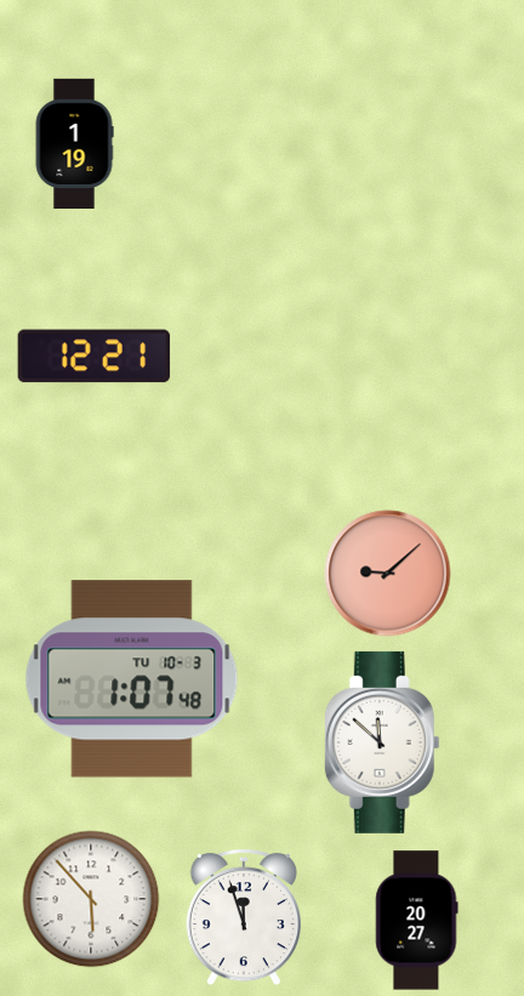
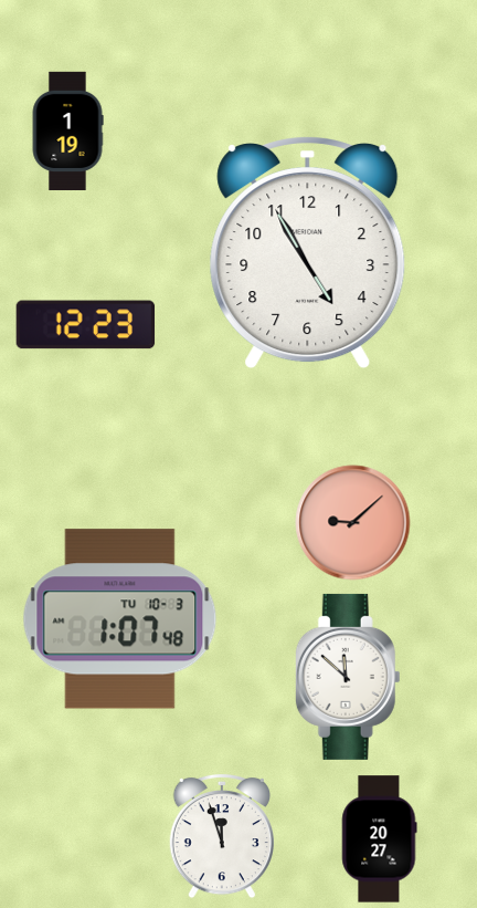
clock at (308, 253): none -> 4:55
clock at (95, 357): 12:21 -> 12:23
clock at (91, 899): 5:53 -> none
